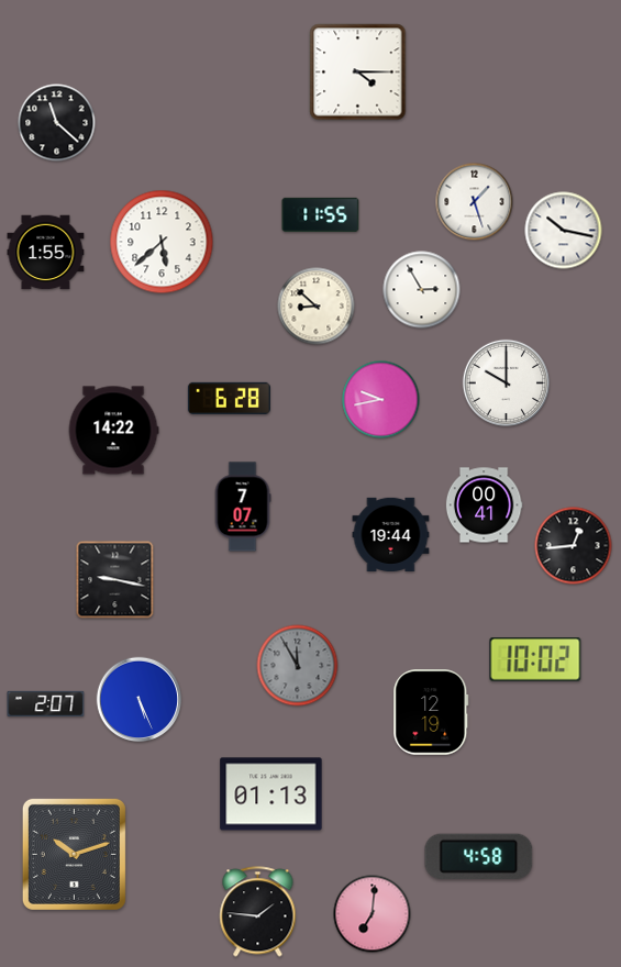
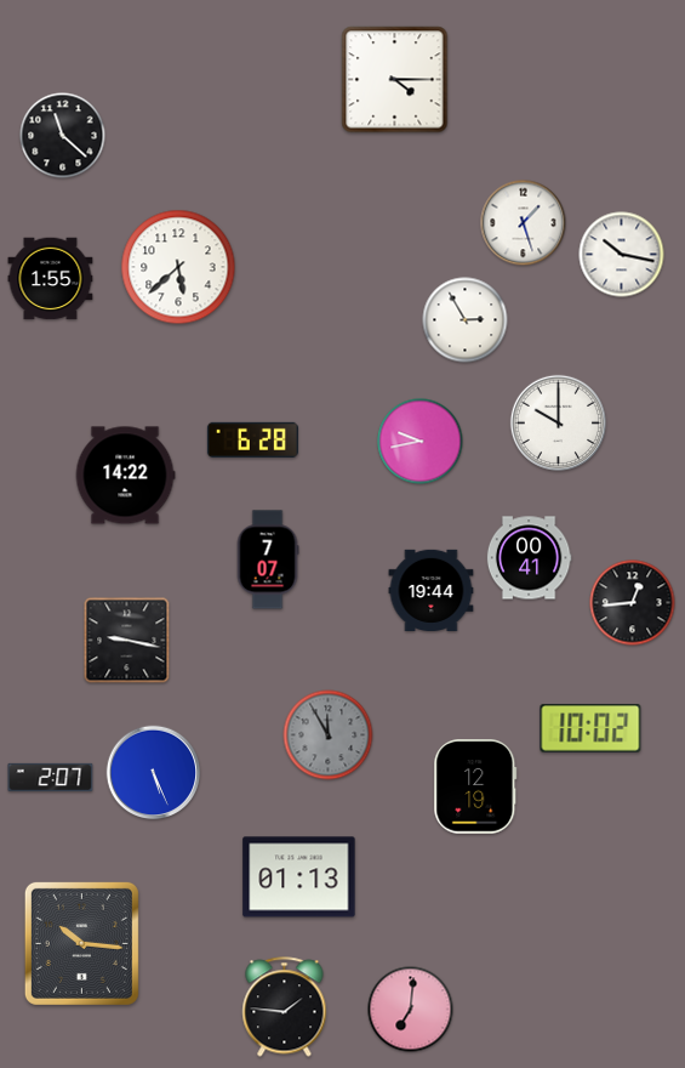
clock at (321, 214): 11:55 -> none
clock at (317, 307): 8:52 -> none
clock at (484, 505) position: (484, 505) -> (529, 558)
clock at (74, 854): 10:12 -> 10:16
clock at (479, 857): 4:58 -> none
